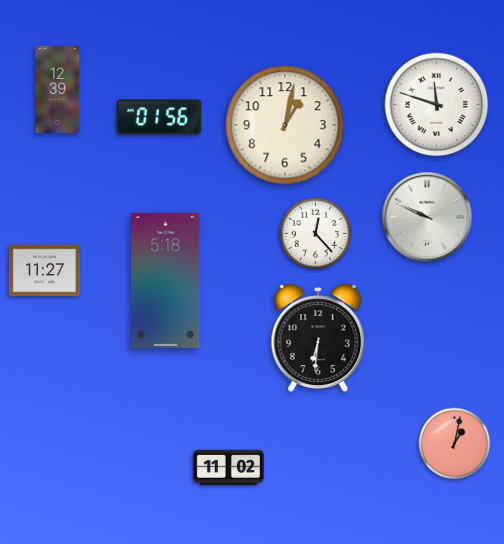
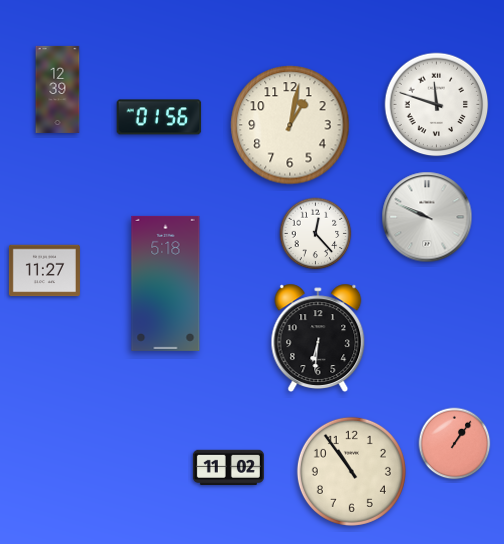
clock at (285, 125) position: (285, 125) -> (290, 125)
clock at (166, 280) position: (166, 280) -> (166, 283)
clock at (455, 444): 1:02 -> 1:06
clock at (351, 471): none -> 10:54
